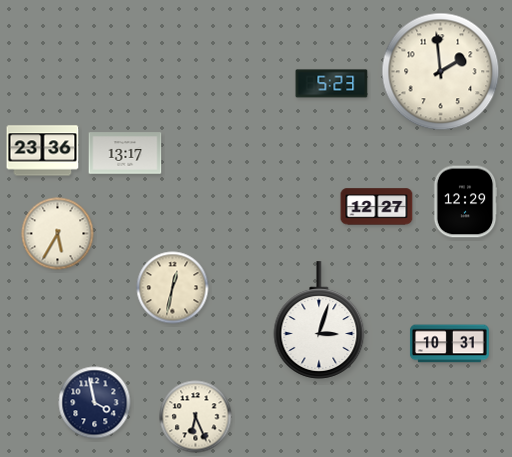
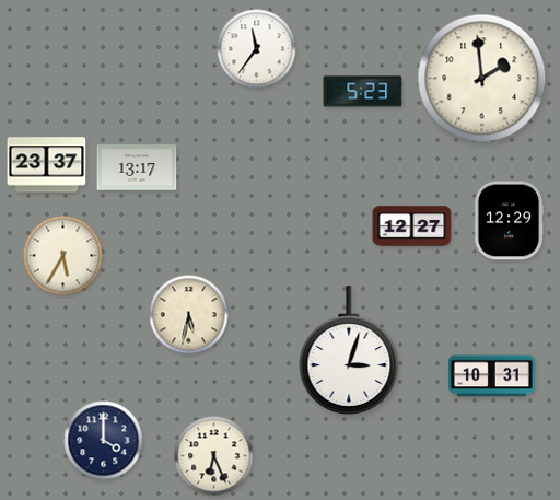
clock at (257, 49): none -> 11:36
clock at (43, 151): 23:36 -> 23:37
clock at (173, 288): 12:32 -> 5:32
clock at (95, 403): 3:58 -> 4:00
